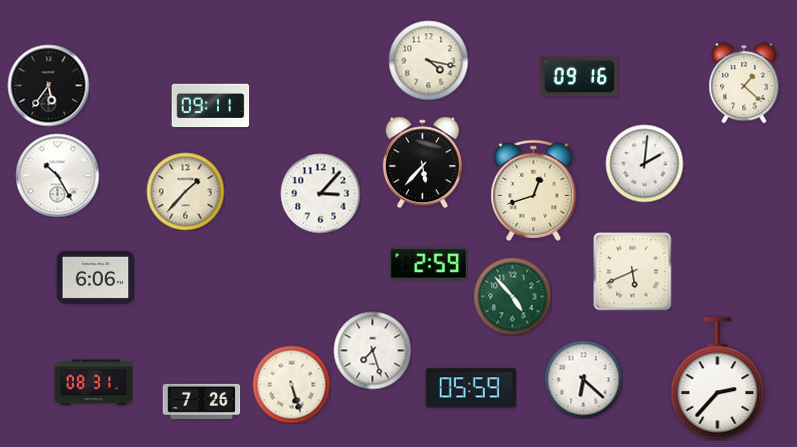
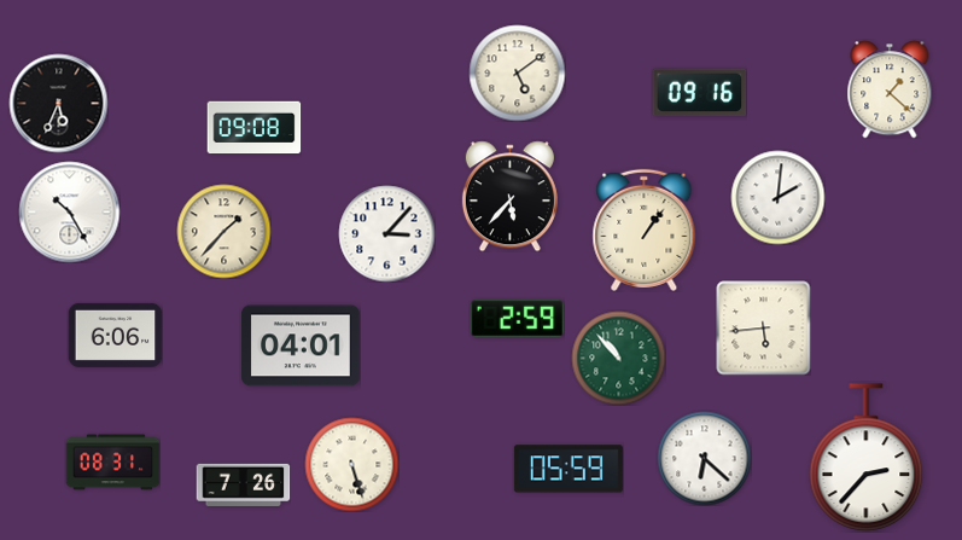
clock at (428, 60): 4:17 -> 5:09
clock at (744, 83) position: (744, 83) -> (890, 89)
clock at (48, 85): 5:36 -> 5:34
clock at (210, 106): 09:11 -> 09:08
clock at (534, 190): 12:42 -> 1:06
clock at (632, 271): 5:41 -> 5:44
clock at (301, 346): none -> 04:01
clock at (512, 296): 4:53 -> 10:53
clock at (372, 350): 7:27 -> none
